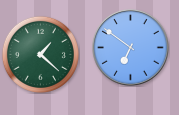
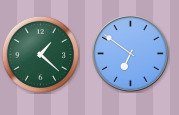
clock at (131, 48) position: (131, 48) -> (131, 54)
